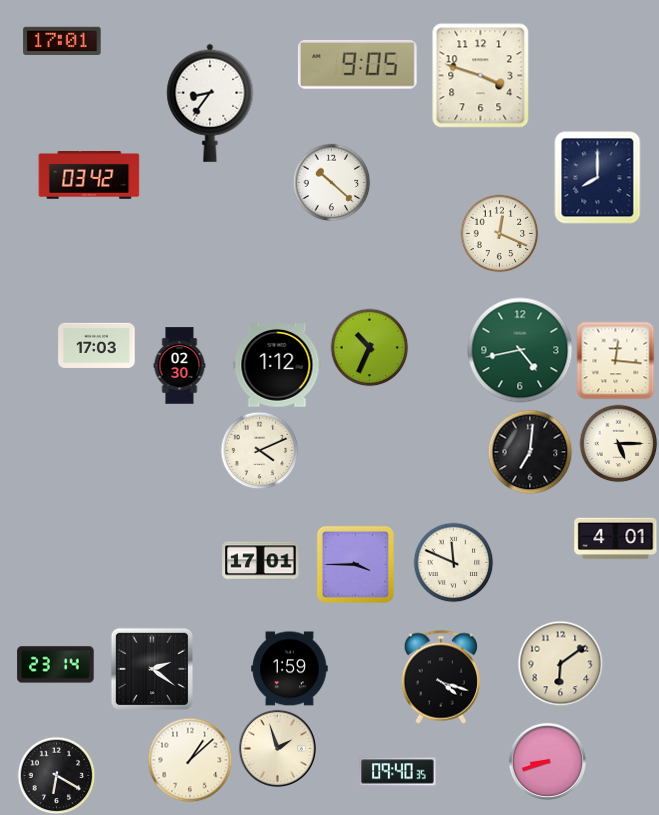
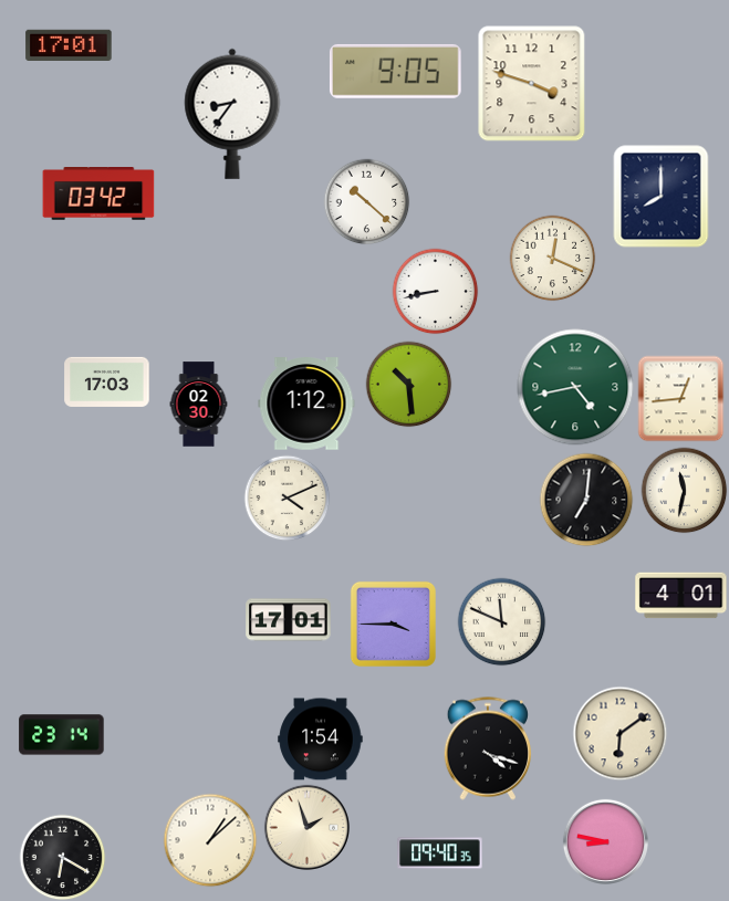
clock at (435, 291): none -> 8:43
clock at (369, 347): 10:34 -> 10:29
clock at (615, 360): 12:16 -> 12:44
clock at (618, 443): 5:15 -> 11:32
clock at (151, 668): 2:21 -> none
clock at (290, 669): 1:59 -> 1:54
clock at (547, 761): 8:42 -> 8:47
